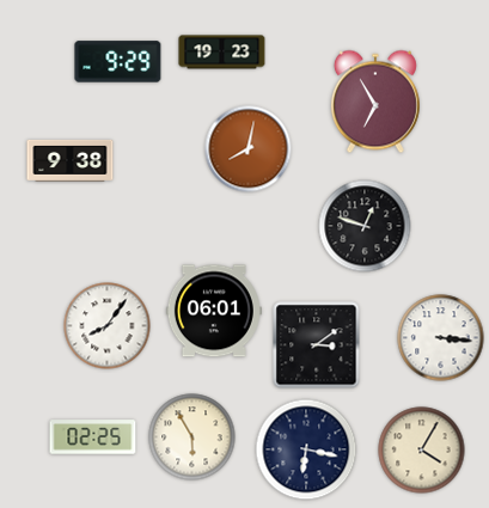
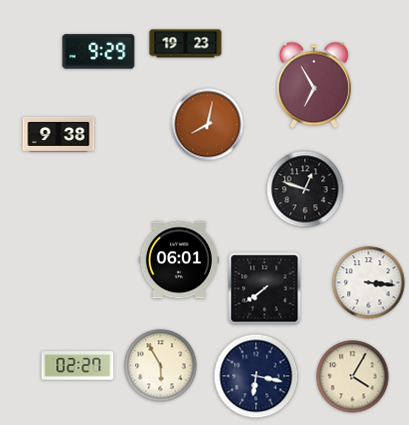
clock at (108, 326): 8:06 -> none
clock at (317, 345): 3:09 -> 7:39
clock at (93, 437): 02:25 -> 02:27
